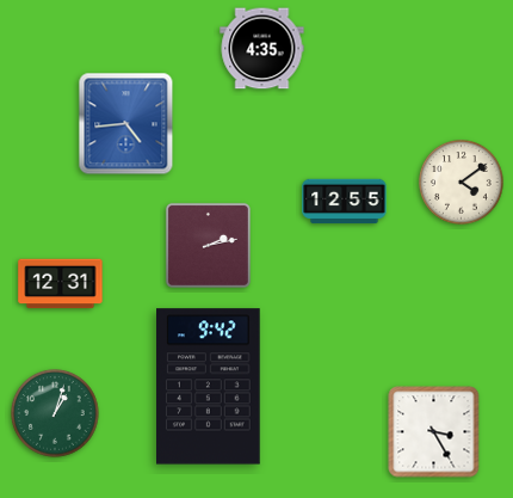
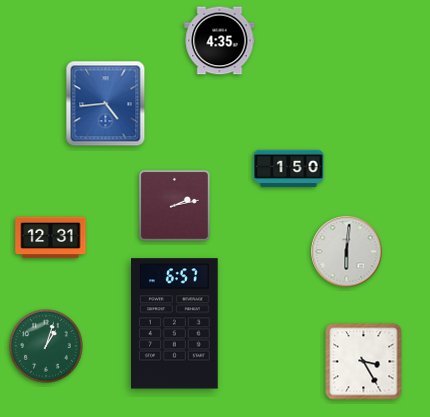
clock at (462, 183): 4:09 -> none
clock at (345, 202): 12:55 -> 1:50
clock at (347, 252): none -> 6:01
clock at (209, 387): 9:42 -> 6:57
